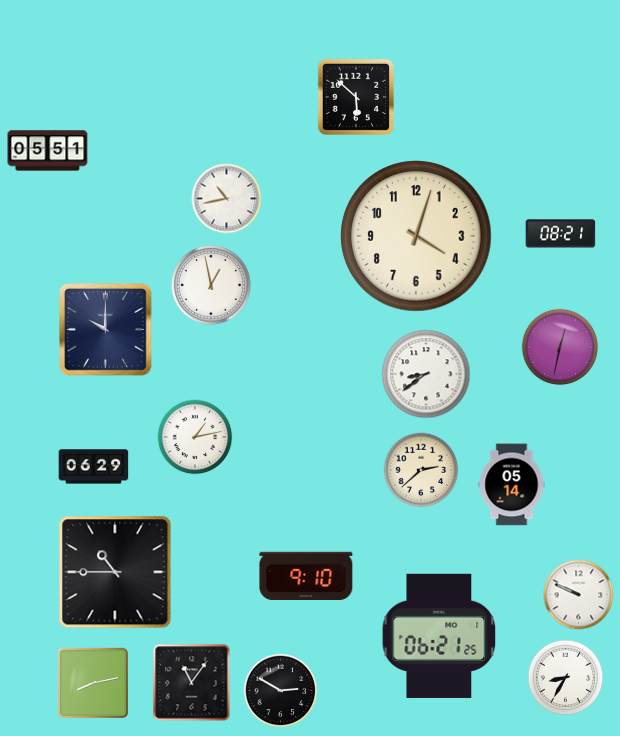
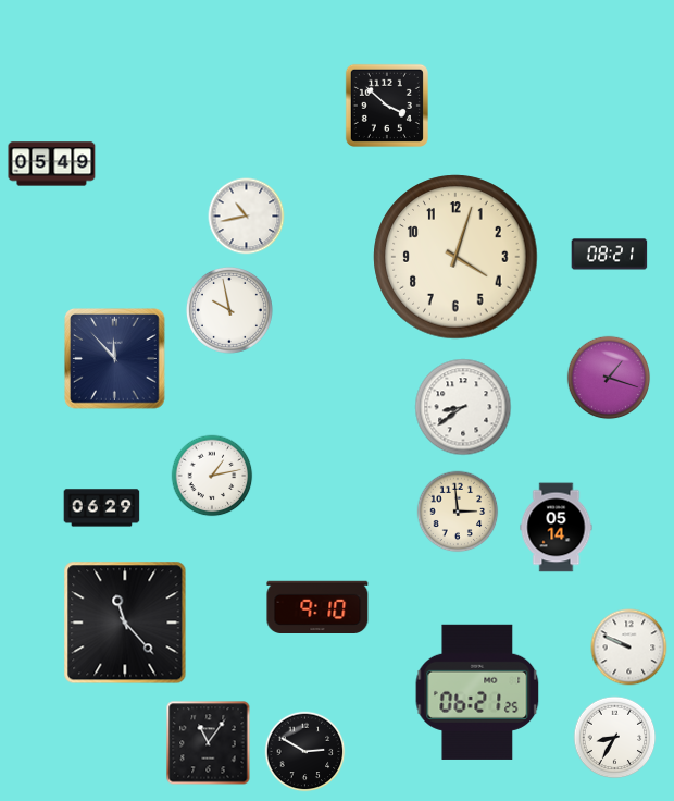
clock at (356, 97): 5:52 -> 3:52
clock at (48, 151): 05:51 -> 05:49
clock at (416, 236) position: (416, 236) -> (455, 257)
clock at (211, 285): 12:58 -> 9:58
clock at (106, 330): 10:00 -> 11:53
clock at (560, 347): 12:32 -> 1:18
clock at (421, 470): 2:38 -> 2:59
clock at (115, 572): 10:45 -> 11:23
clock at (306, 575) position: (306, 575) -> (317, 606)
clock at (92, 682): 8:13 -> none
